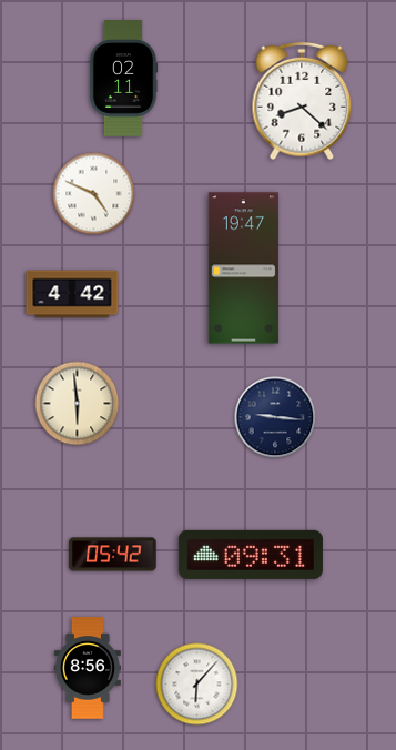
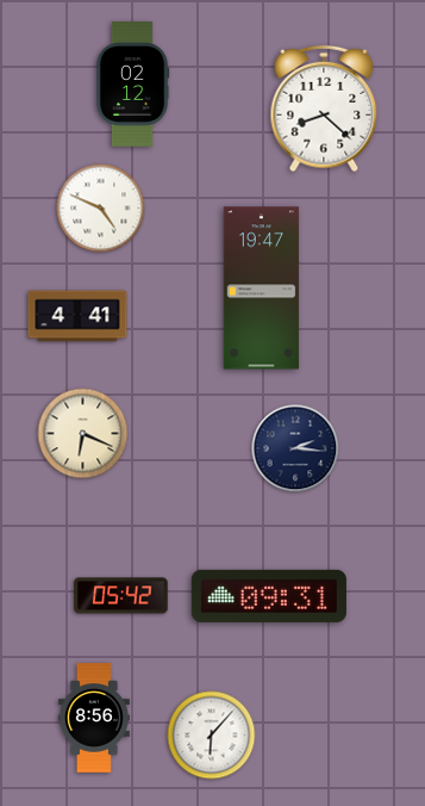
clock at (123, 79): 02:11 -> 02:12
clock at (72, 294): 4:42 -> 4:41
clock at (78, 404): 5:59 -> 6:19
clock at (275, 417): 9:16 -> 2:16
